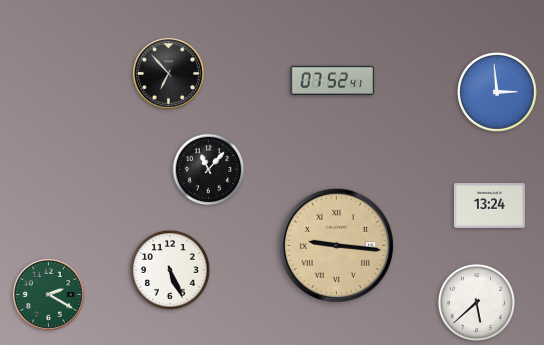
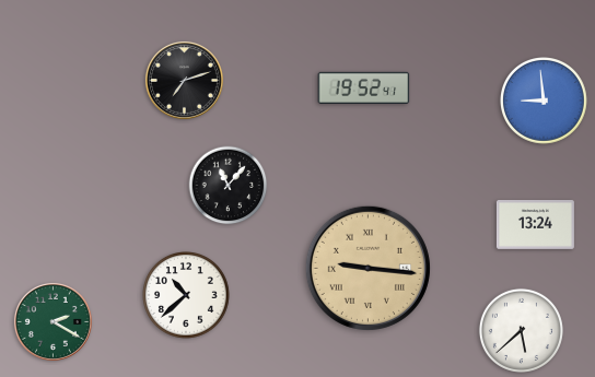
clock at (168, 73): 6:53 -> 7:12
clock at (333, 80): 07:52 -> 19:52
clock at (498, 93): 2:59 -> 8:59
clock at (171, 271): 5:26 -> 10:38
